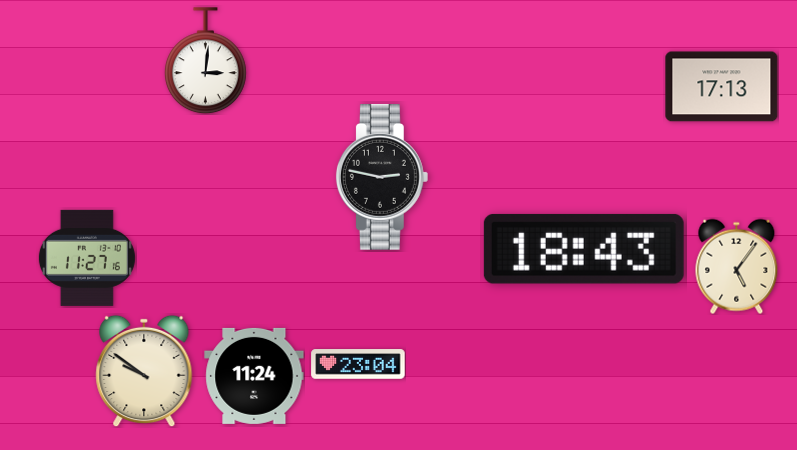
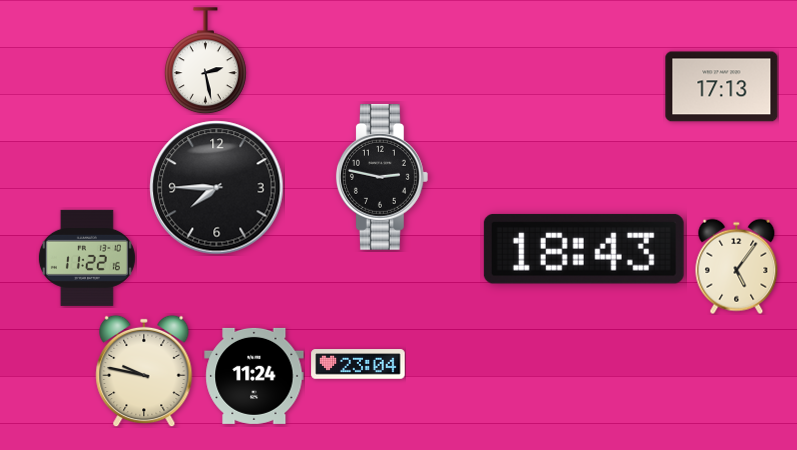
clock at (205, 61): 3:01 -> 2:28
clock at (217, 188): none -> 7:45
clock at (87, 258): 11:27 -> 11:22
clock at (144, 371): 9:51 -> 9:47
